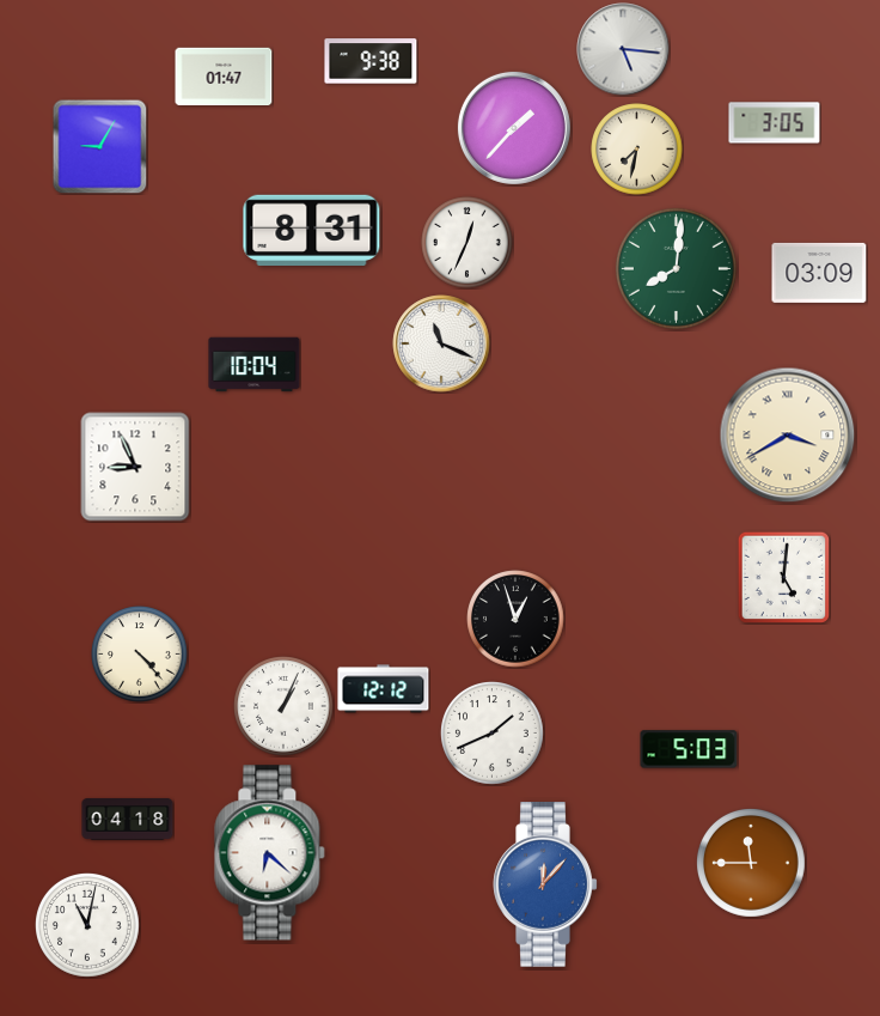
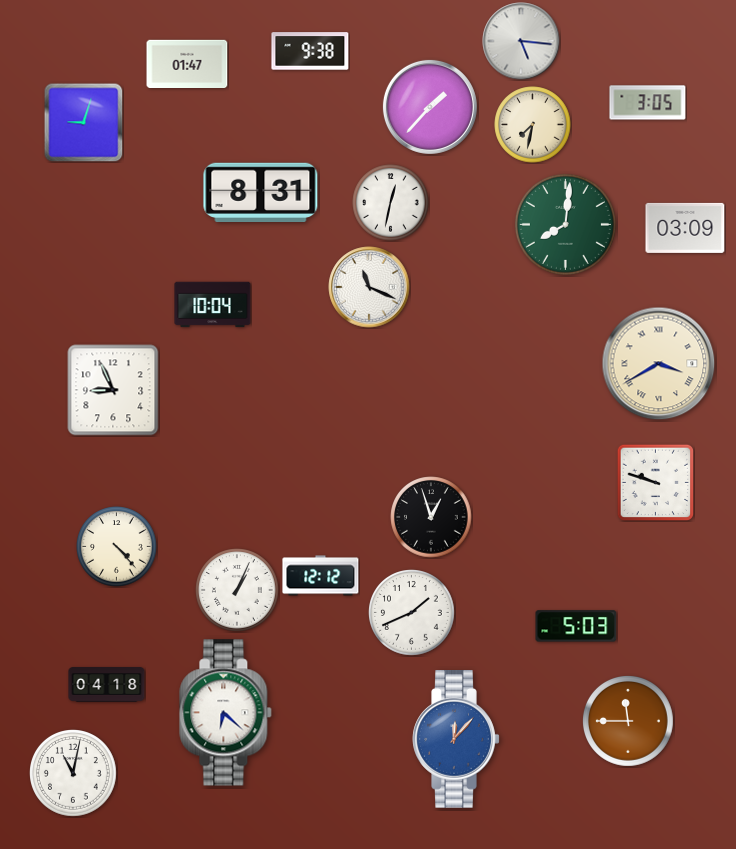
clock at (99, 146): 9:05 -> 9:03
clock at (467, 243): 12:34 -> 12:32
clock at (783, 577): 5:01 -> 9:48
